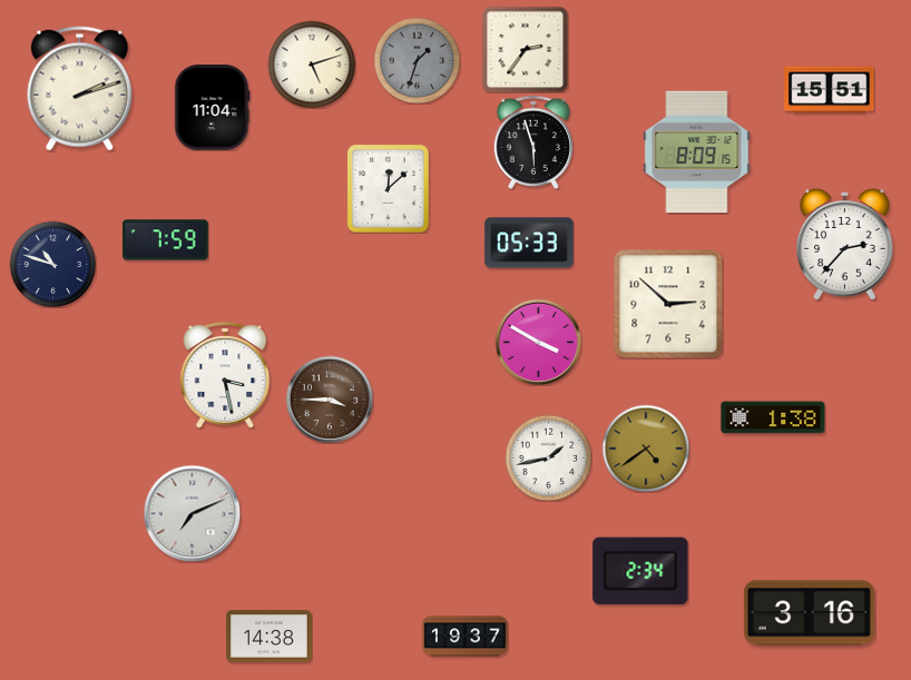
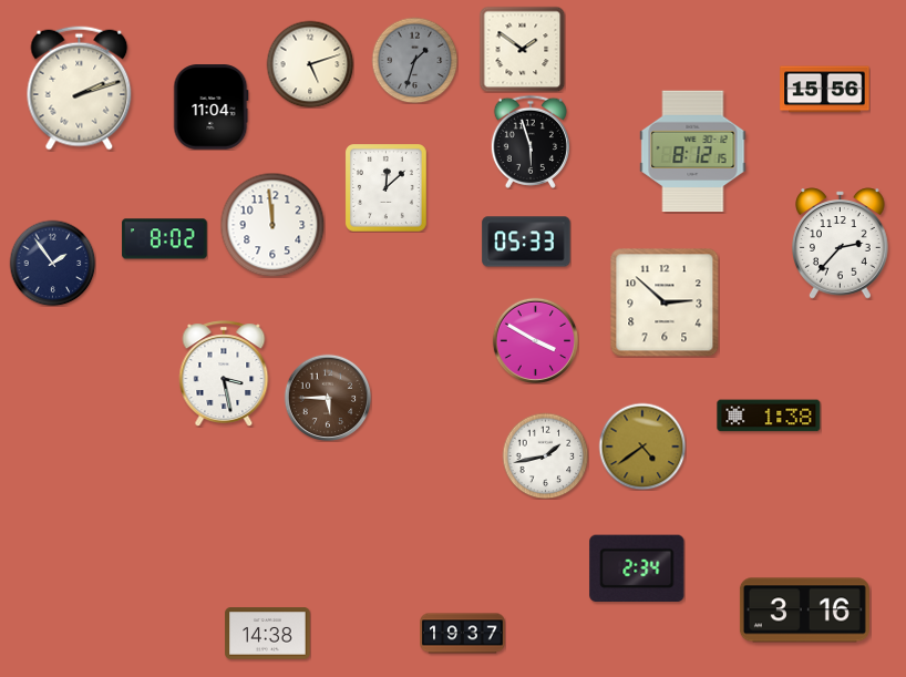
clock at (525, 49): 2:36 -> 1:51
clock at (830, 90): 15:51 -> 15:56
clock at (697, 152): 8:09 -> 8:12
clock at (272, 225): none -> 11:59
clock at (166, 240): 7:59 -> 8:02
clock at (52, 264): 10:48 -> 1:54
clock at (330, 400): 3:45 -> 5:45
clock at (192, 513): 7:11 -> none
